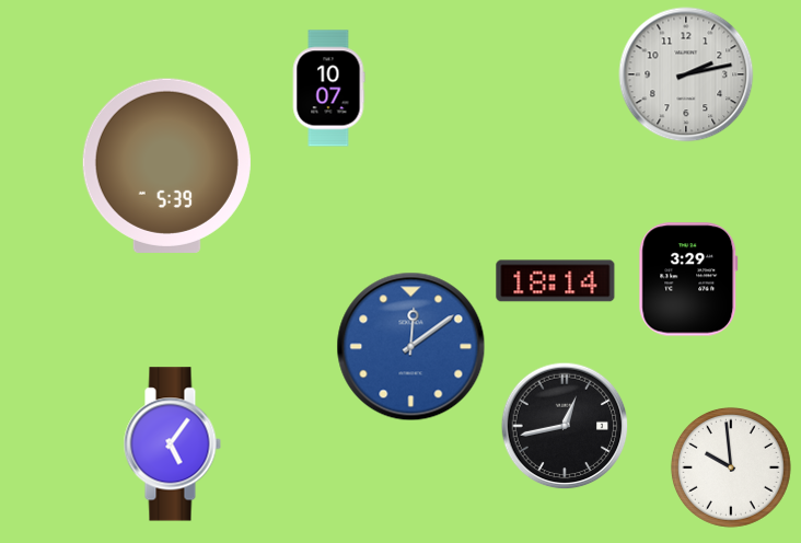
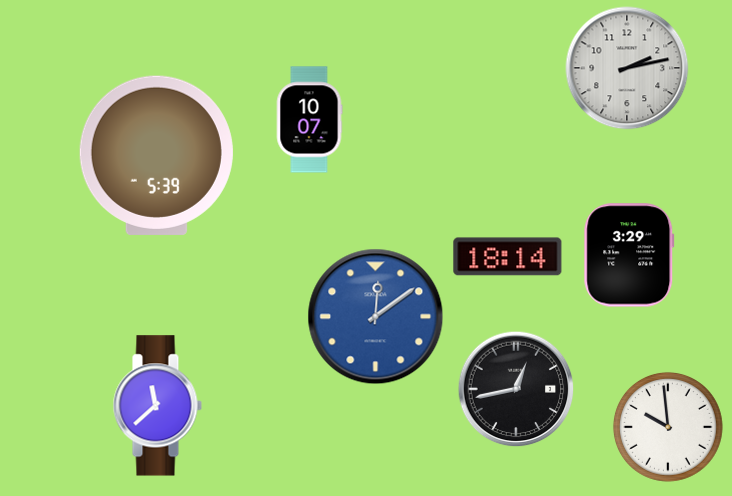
clock at (328, 89) position: (328, 89) -> (309, 120)
clock at (166, 165) position: (166, 165) -> (156, 155)
clock at (172, 444): 5:06 -> 11:38
